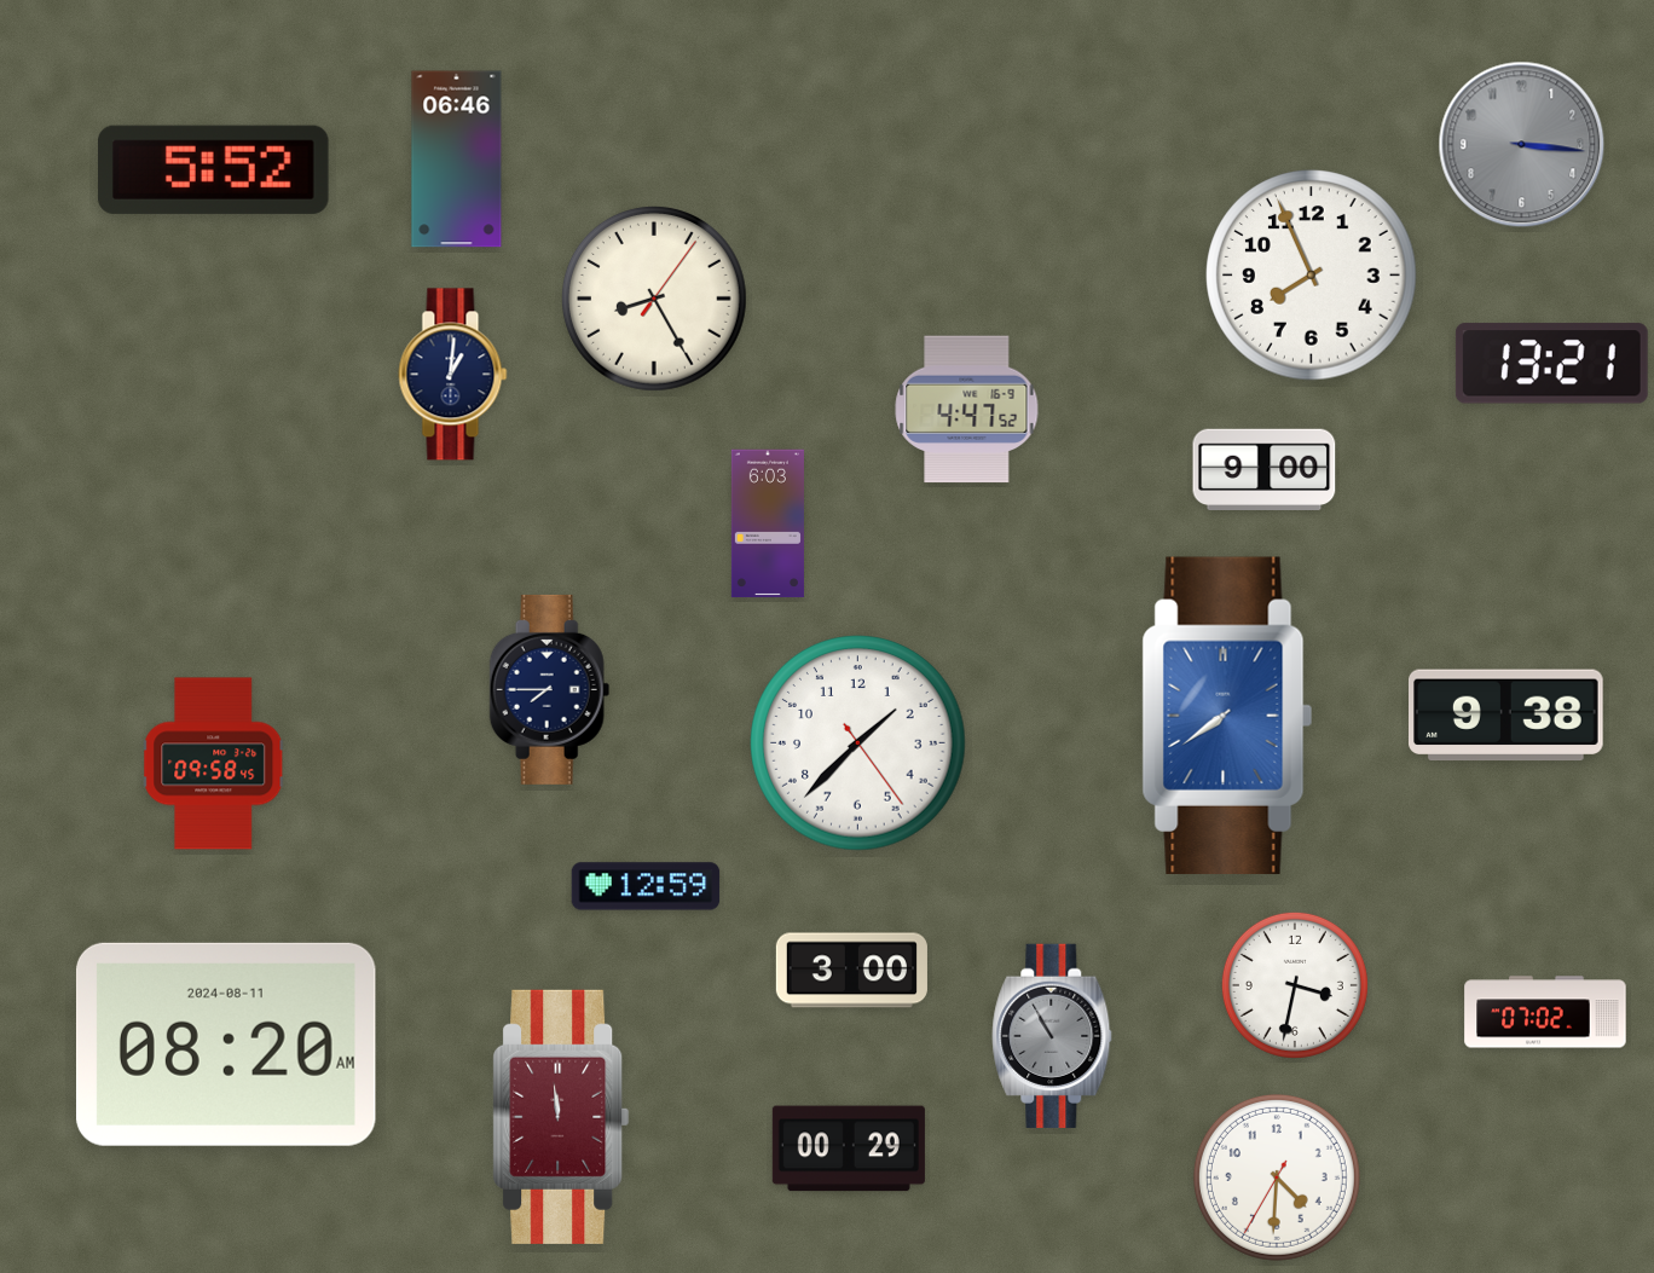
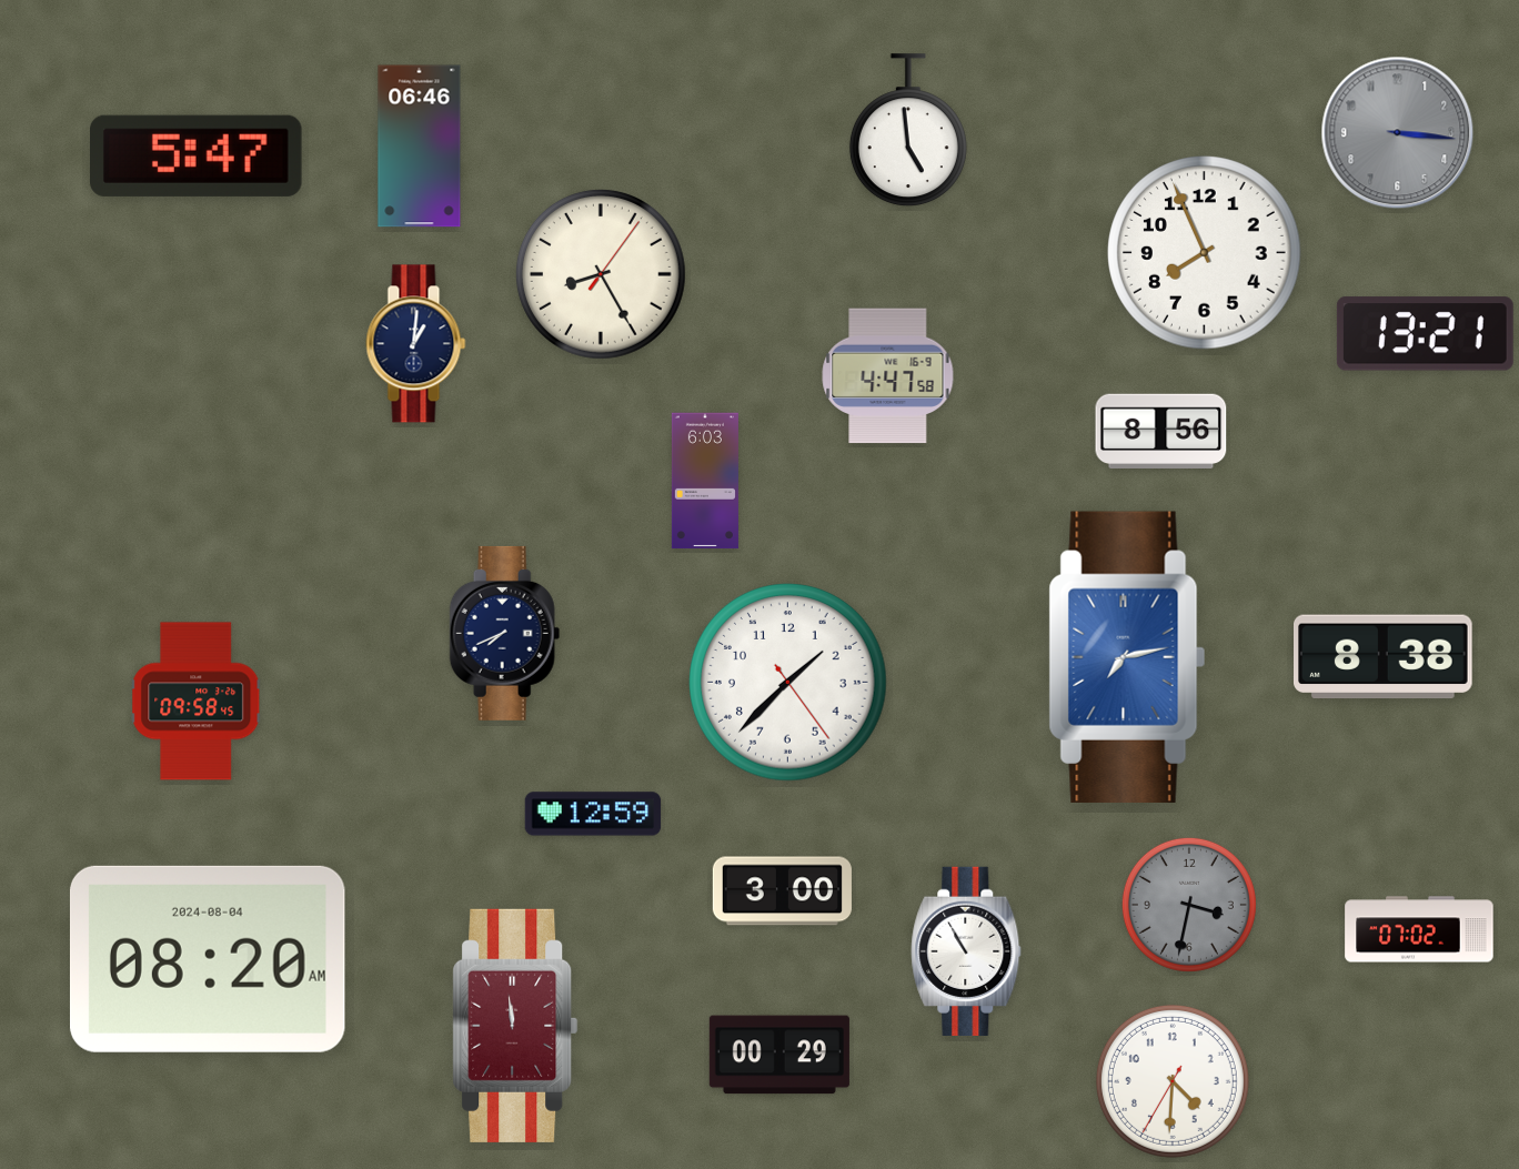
clock at (908, 131): none -> 4:59
clock at (214, 169): 5:52 -> 5:47
clock at (967, 410): 4:47:52 -> 4:47:58
clock at (1265, 470): 9:00 -> 8:56
clock at (550, 689): 7:45 -> 7:41
clock at (1227, 716): 7:39 -> 7:13
clock at (1506, 716): 9:38 -> 8:38
clock at (1295, 985) dial: white -> grey
clock at (1052, 1036) dial: grey -> white
clock at (226, 1045) date: 2024-08-11 -> 2024-08-04
